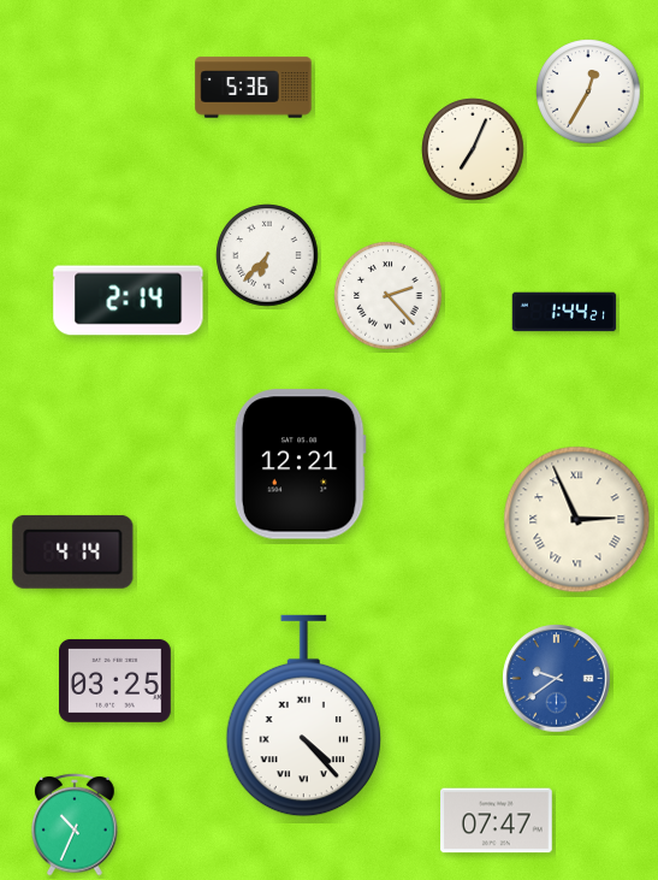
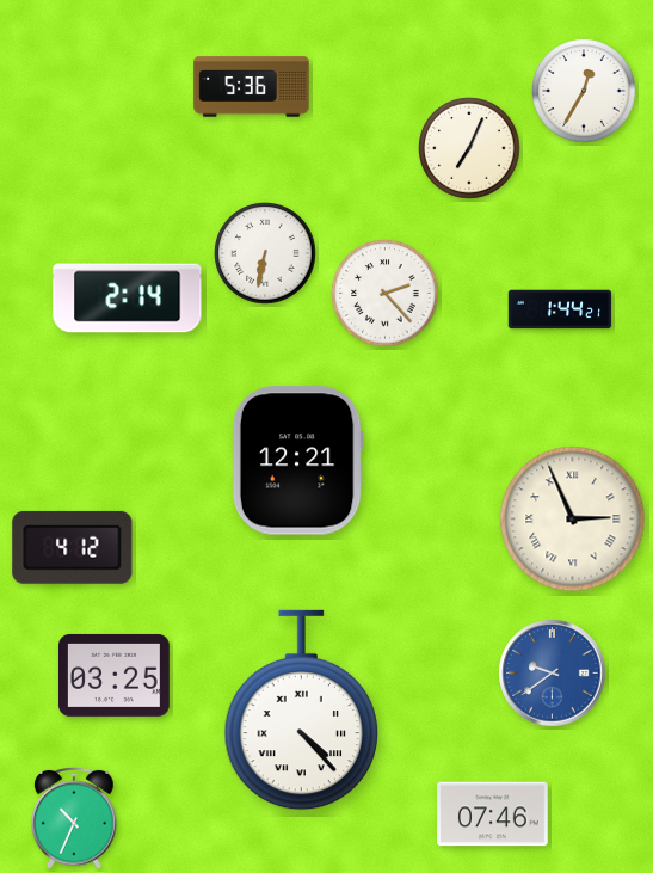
clock at (267, 255): 6:37 -> 6:32
clock at (577, 520) position: (577, 520) -> (573, 520)
clock at (73, 551): 4:14 -> 4:12
clock at (497, 821): 07:47 -> 07:46
